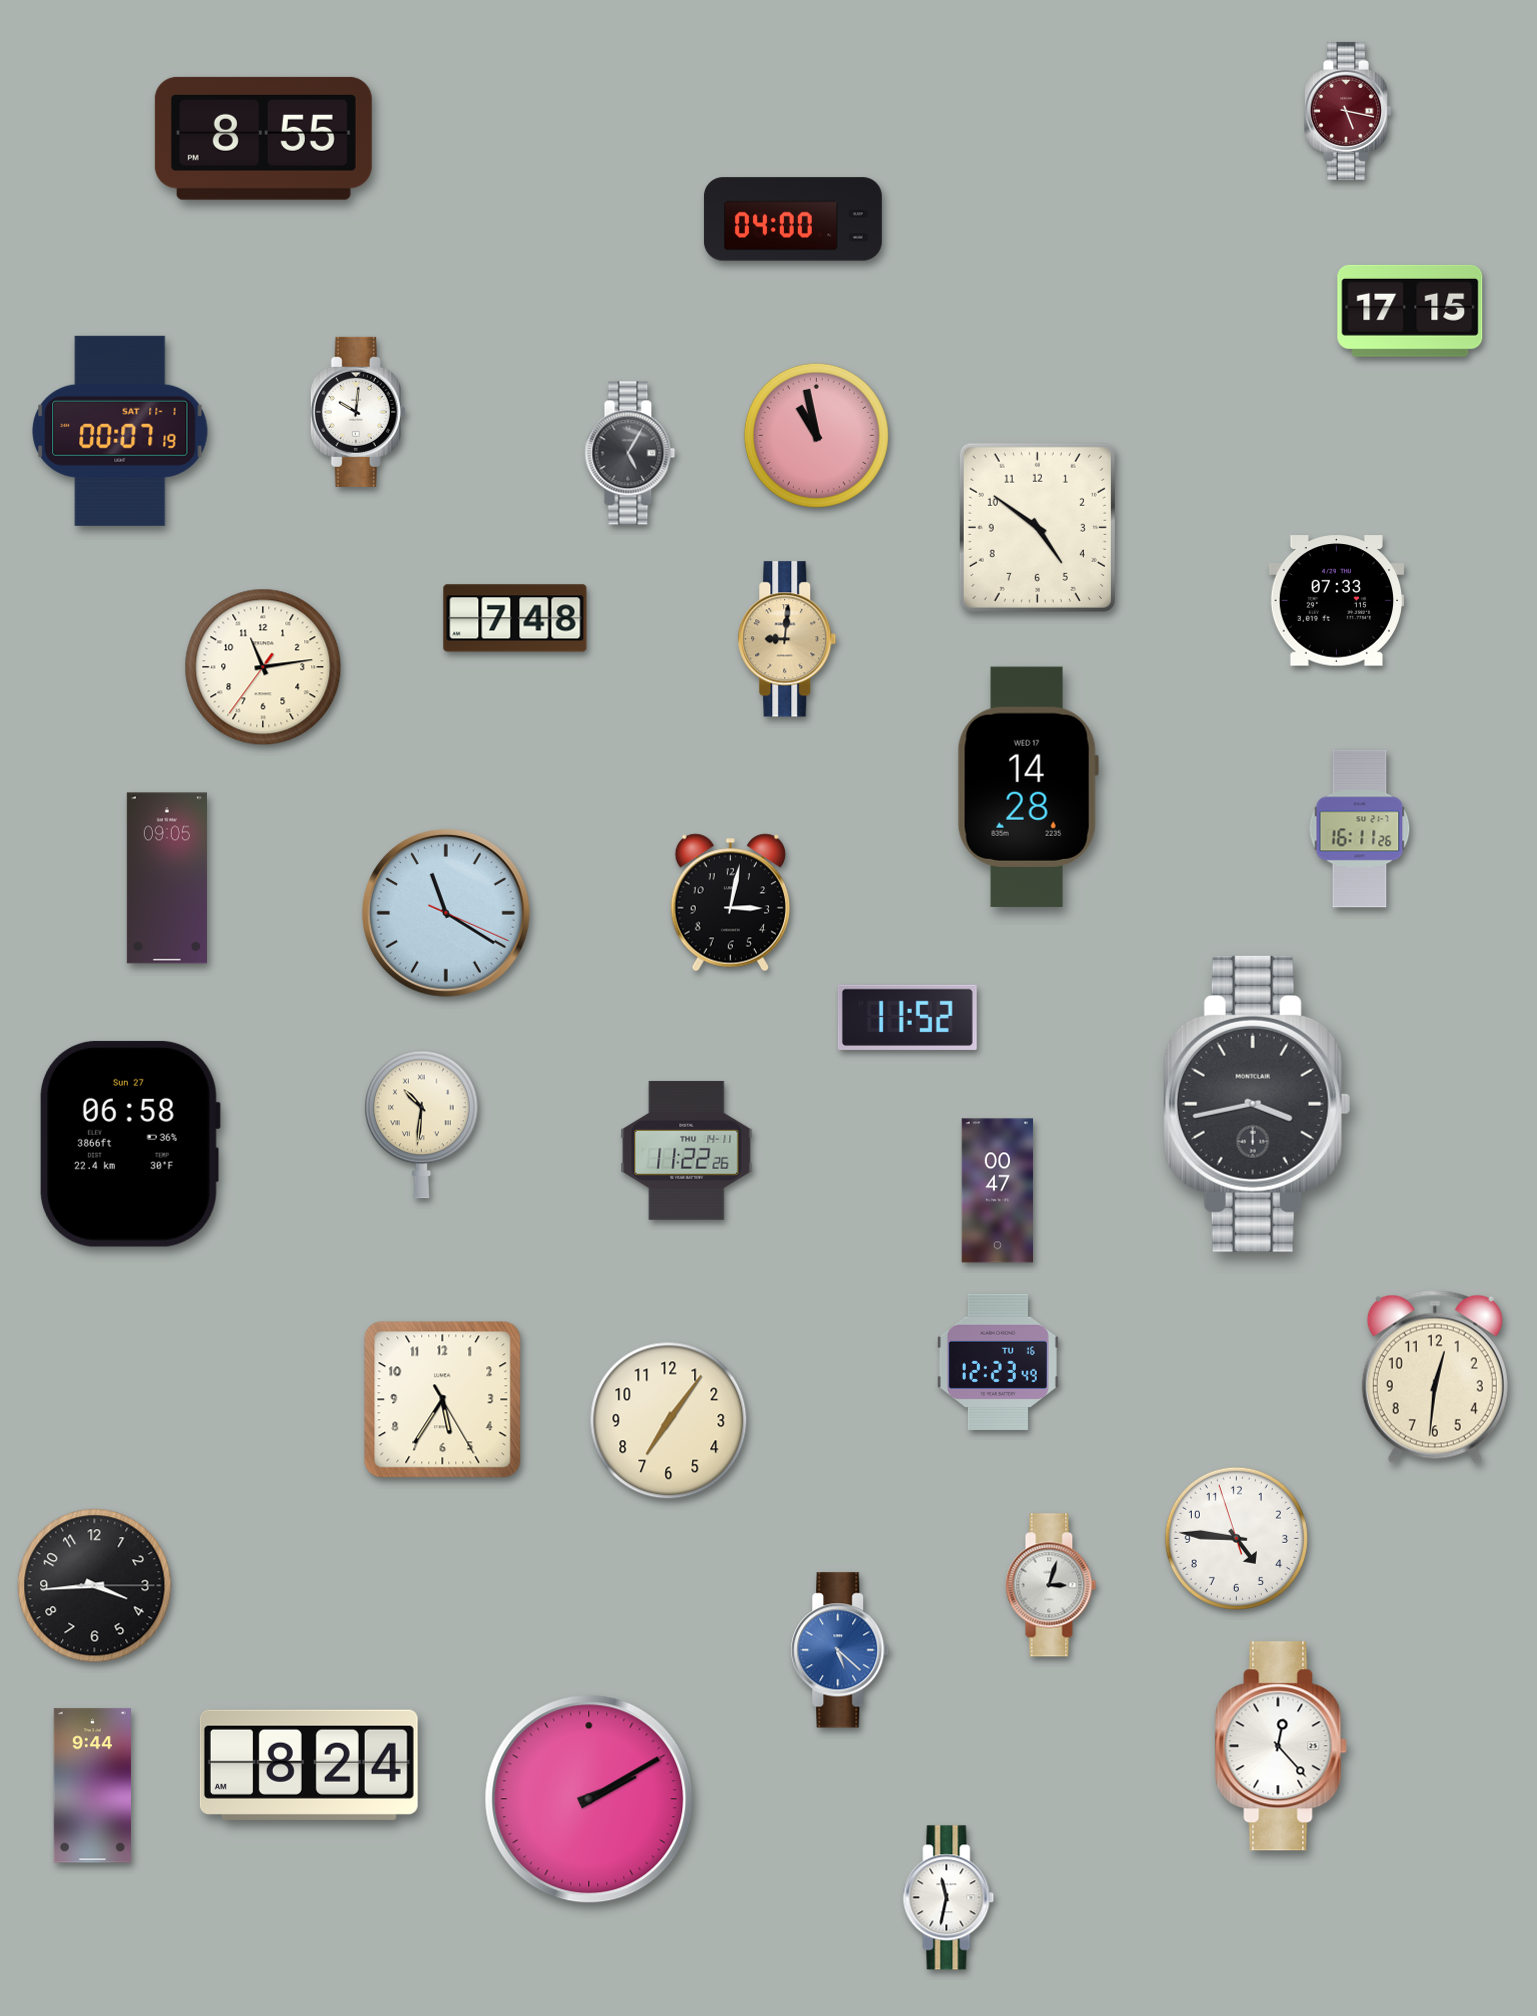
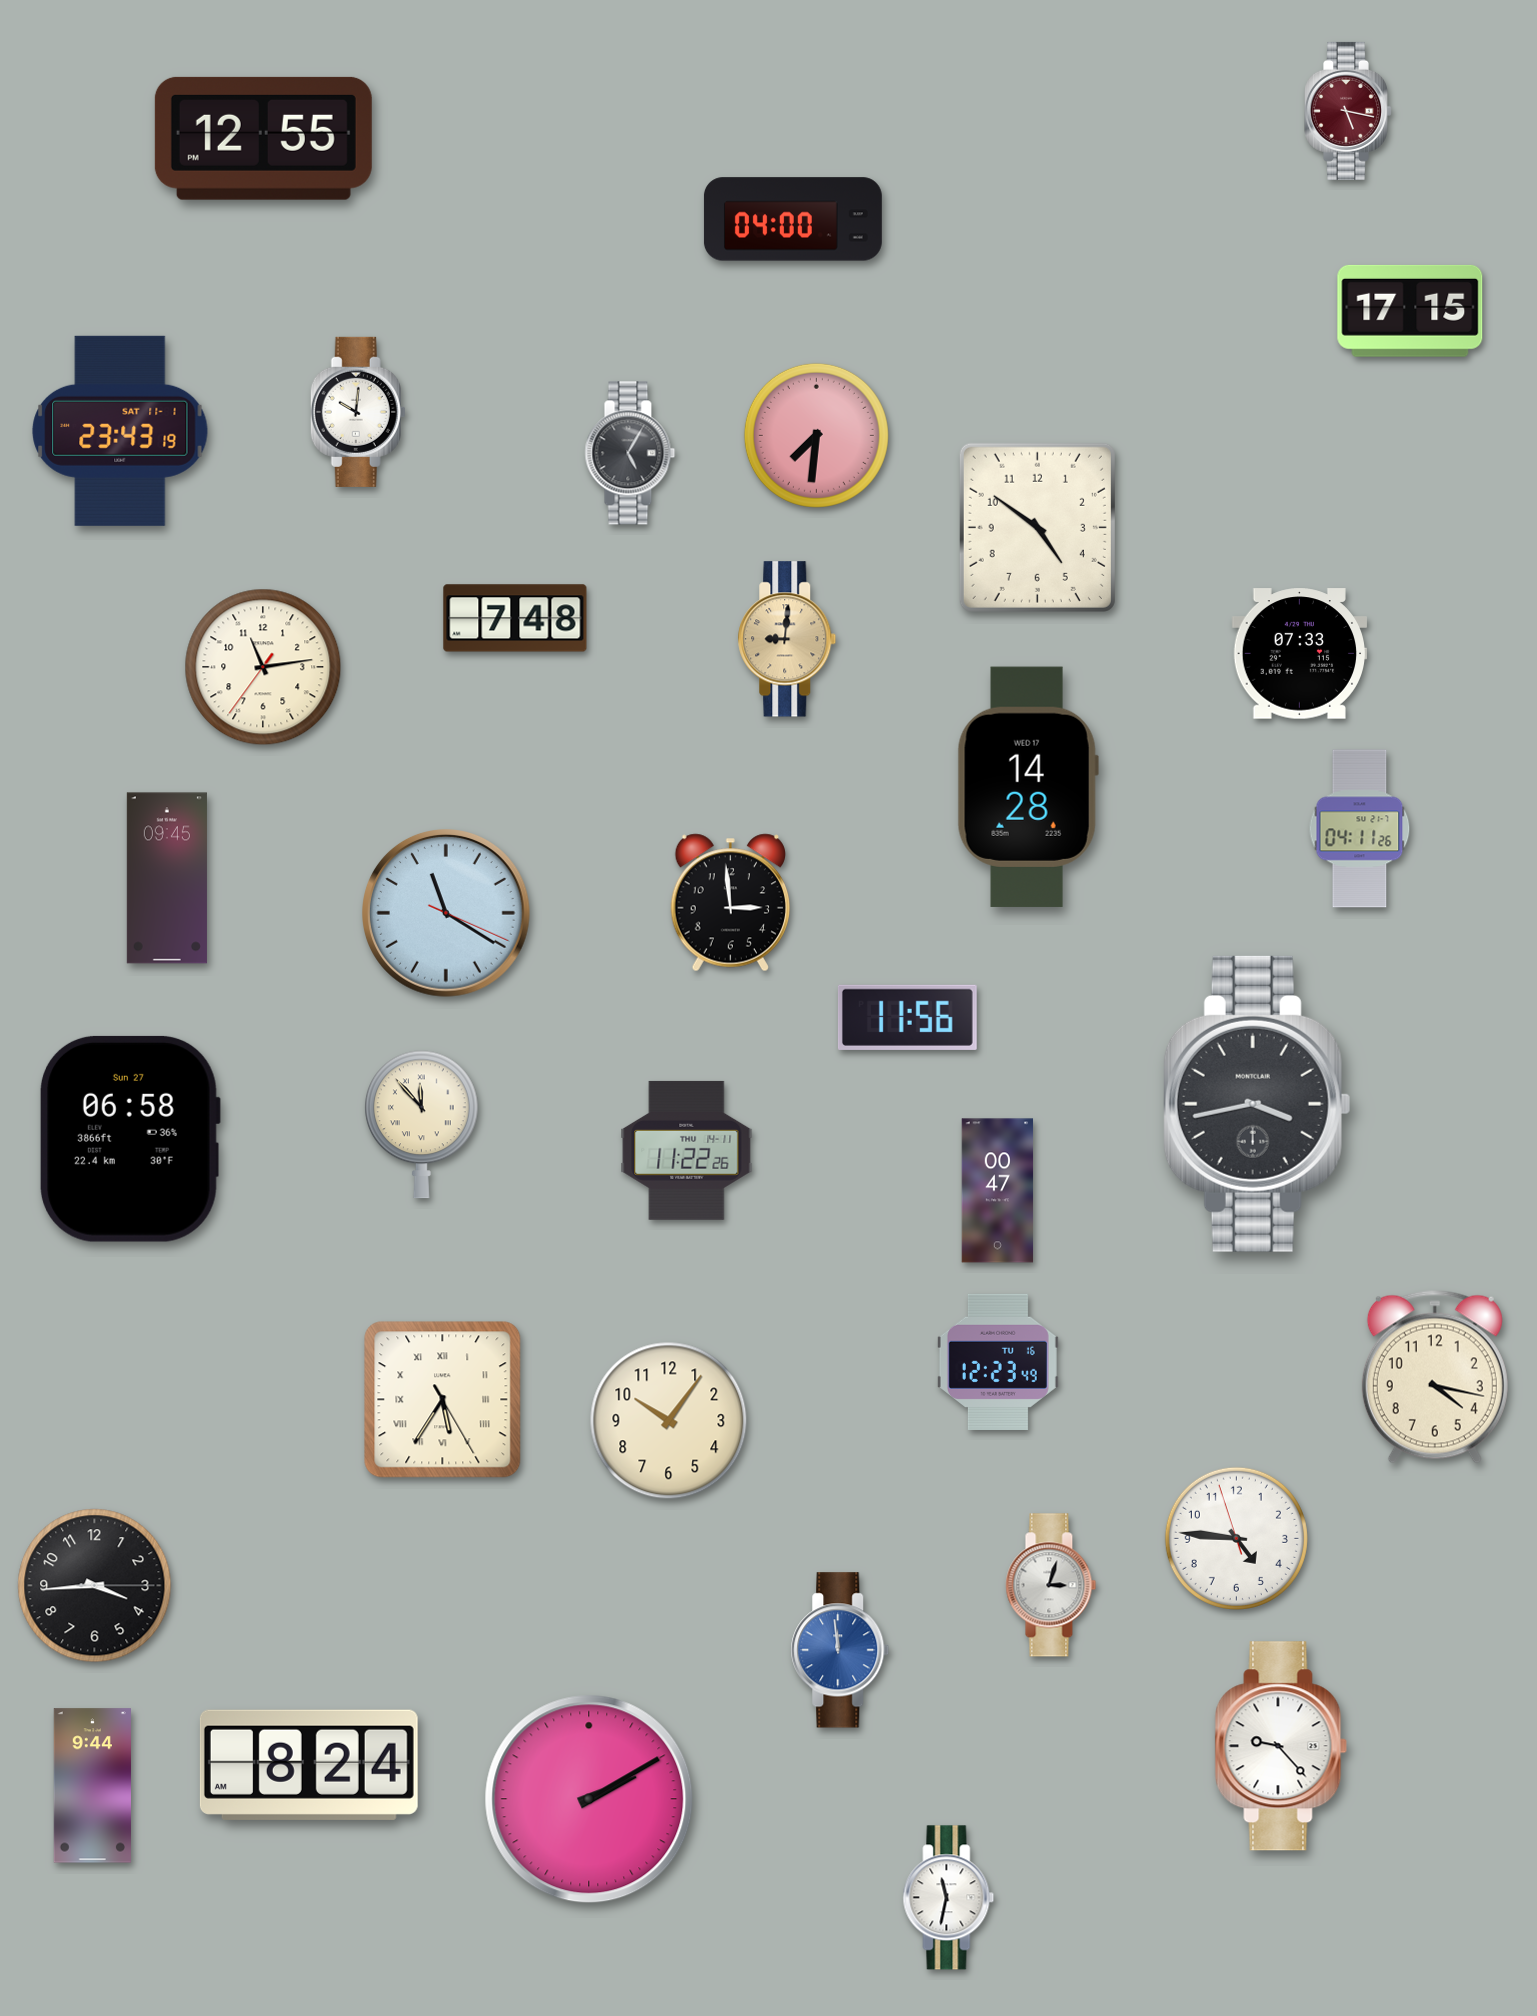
clock at (263, 138): 8:55 -> 12:55
clock at (120, 431): 00:07 -> 23:43
clock at (816, 435): 10:58 -> 7:31
clock at (1337, 601) position: (1337, 601) -> (1300, 654)
clock at (1360, 829): 16:11 -> 04:11
clock at (167, 878): 09:05 -> 09:45
clock at (730, 903): 3:02 -> 2:59
clock at (907, 1017): 11:52 -> 11:56
clock at (421, 1125): 10:31 -> 11:53
clock at (129, 1144) position: (129, 1144) -> (129, 1139)
clock at (1435, 1377): 12:31 -> 4:17
clock at (443, 1400) numerals: Arabic -> Roman
clock at (669, 1421): 7:06 -> 10:06
clock at (840, 1650): 5:22 -> 11:59
clock at (1281, 1746): 12:23 -> 9:23
